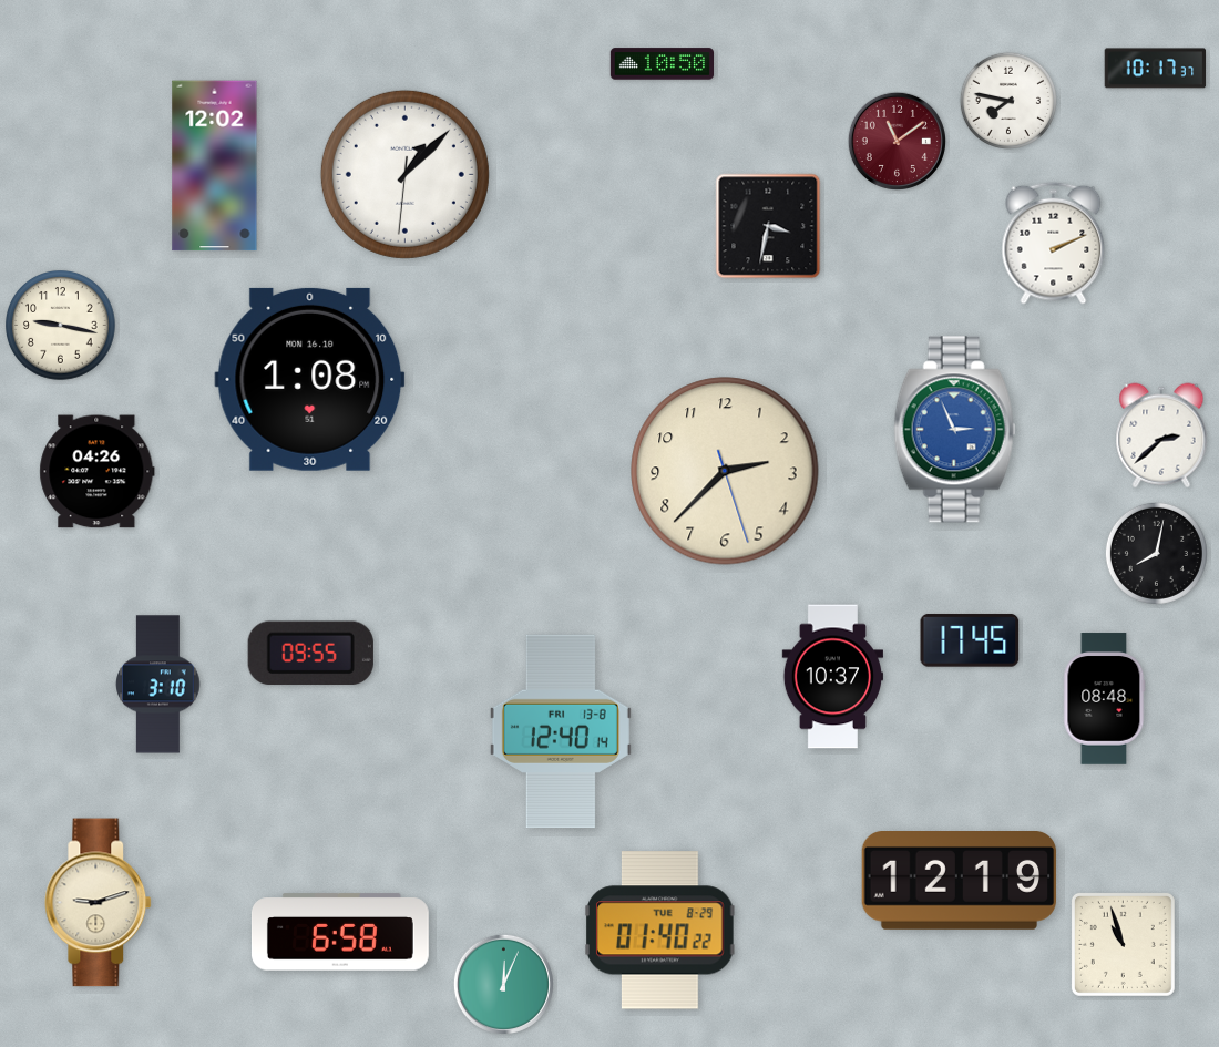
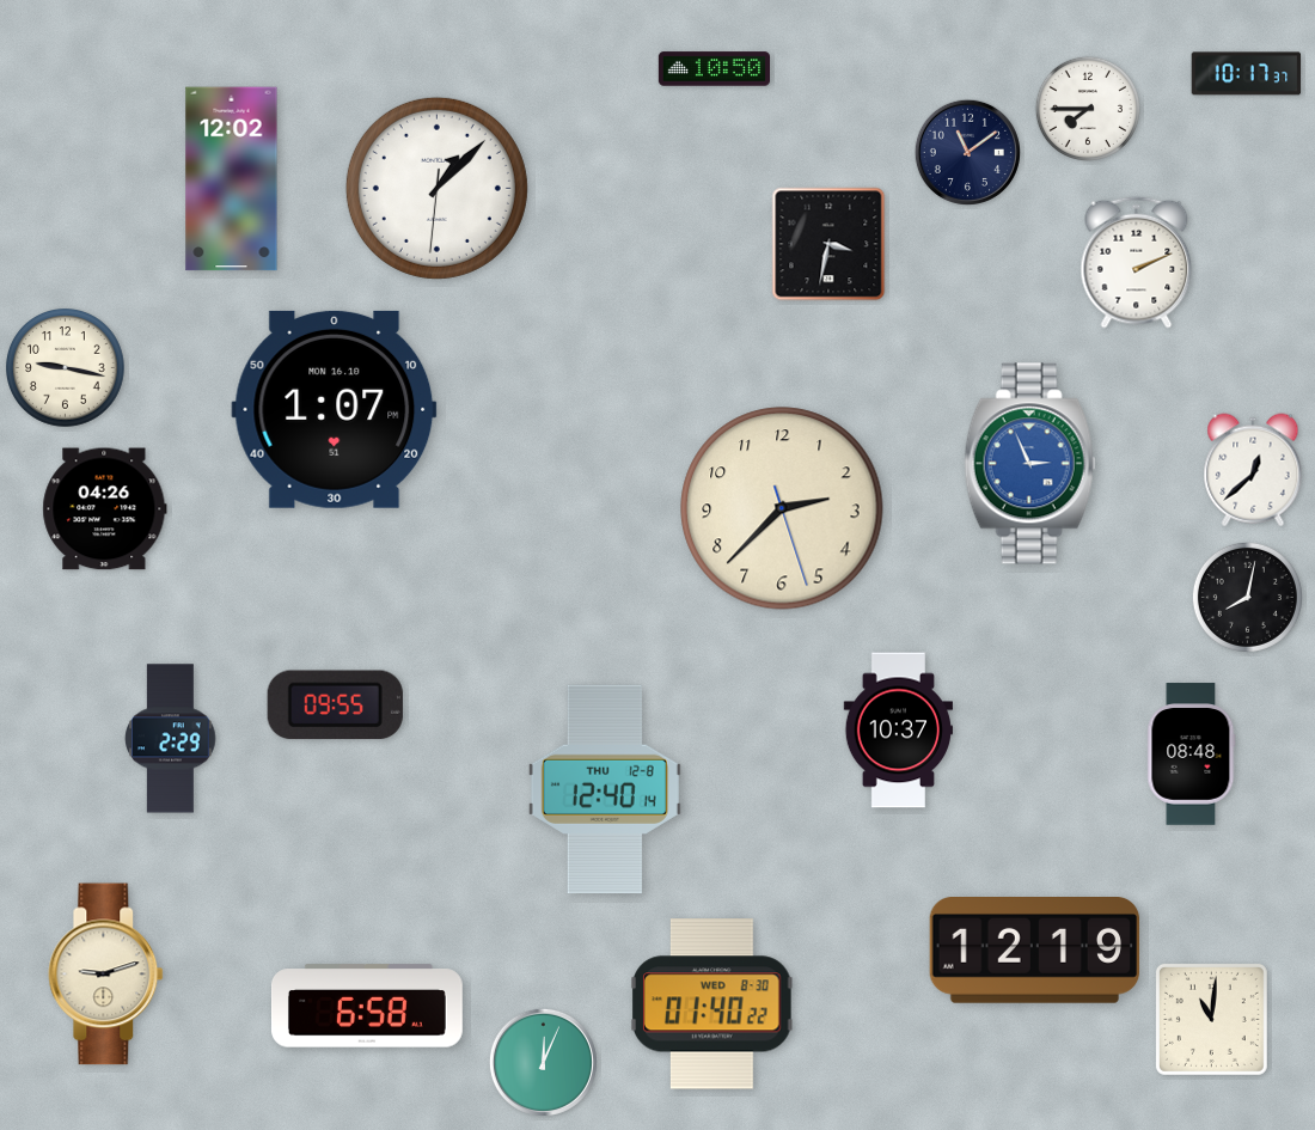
clock at (1007, 100): 7:47 -> 7:45
clock at (897, 141) dial: burgundy -> navy
clock at (61, 326) position: (61, 326) -> (66, 368)
clock at (310, 379): 1:08 -> 1:07
clock at (1161, 435): 2:38 -> 12:38
clock at (970, 640): 17:45 -> none
clock at (158, 685): 3:10 -> 2:29
clock at (561, 731) date: FRI 13-8 -> THU 12-8
clock at (660, 931) date: TUE 8-29 -> WED 8-30
clock at (1123, 944): 10:57 -> 11:01
